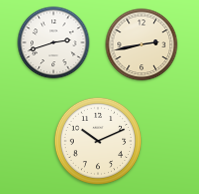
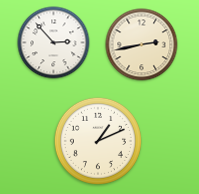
clock at (54, 43): 2:42 -> 2:53
clock at (98, 141): 10:11 -> 1:11
